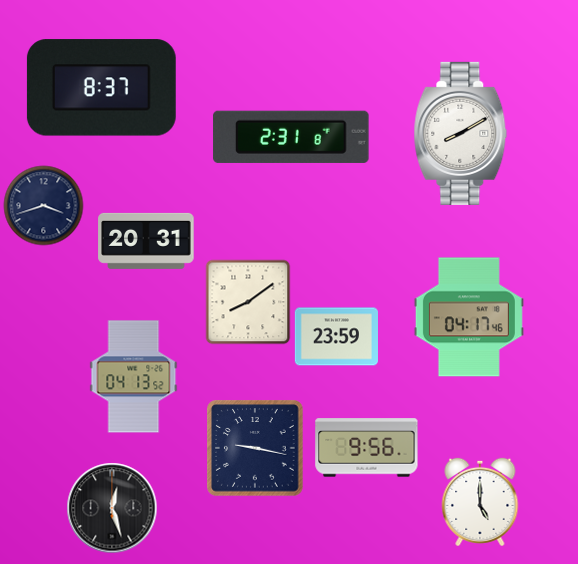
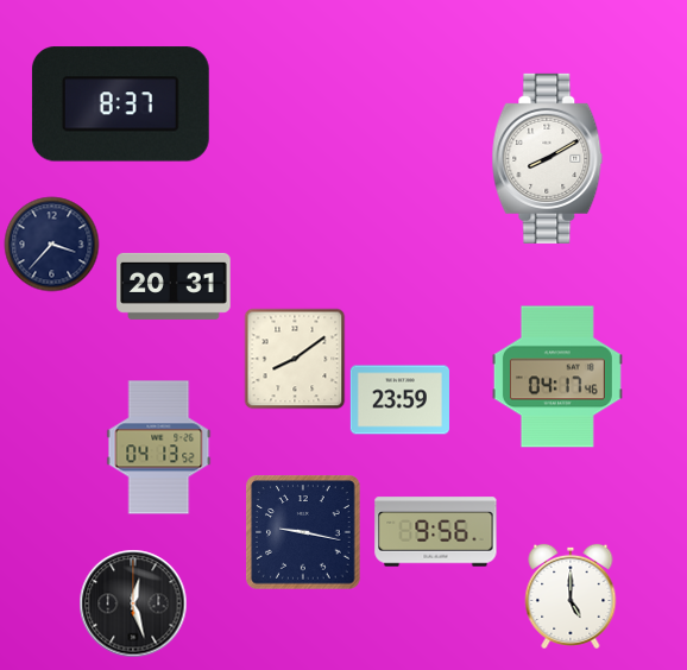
clock at (291, 137): 2:31 -> none
clock at (43, 205): 3:42 -> 3:37
